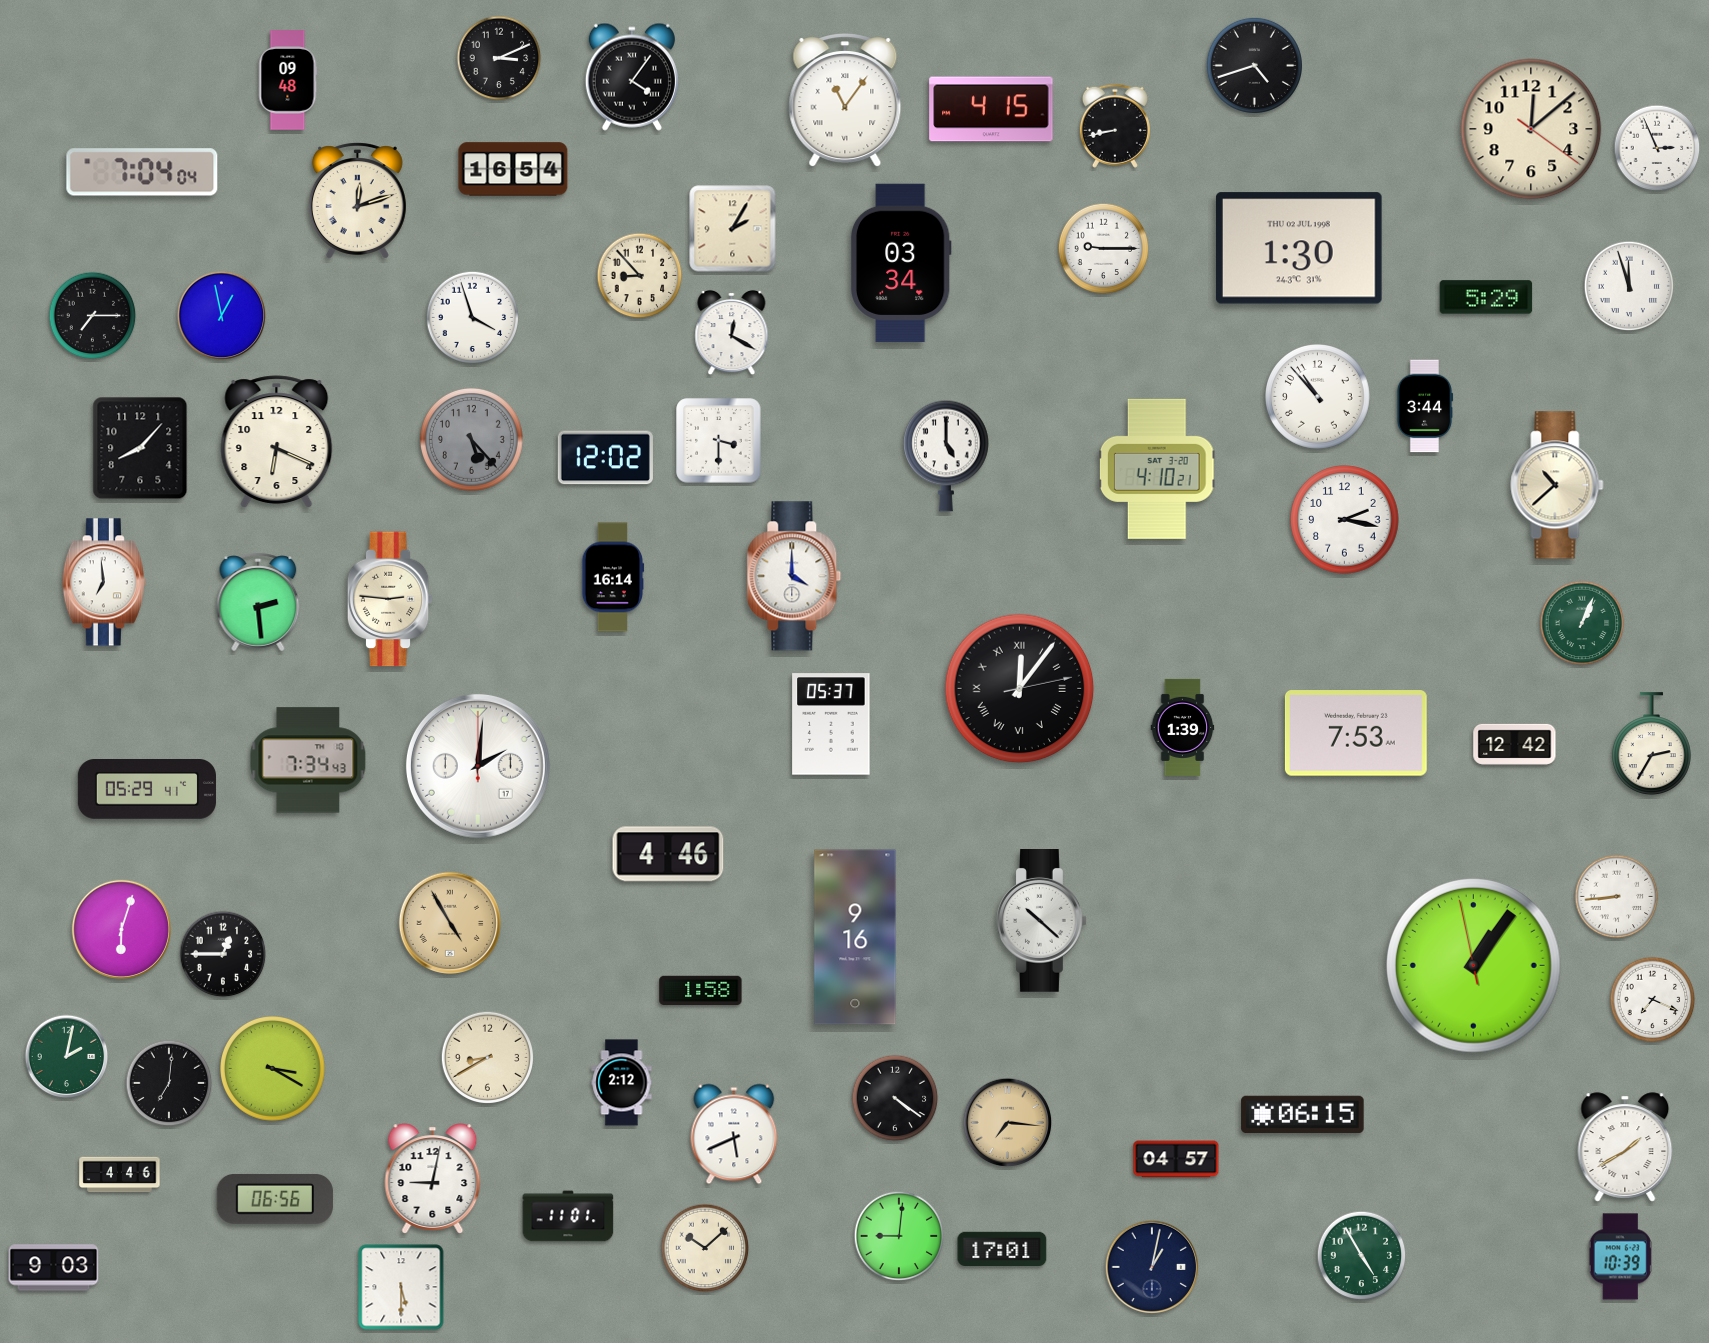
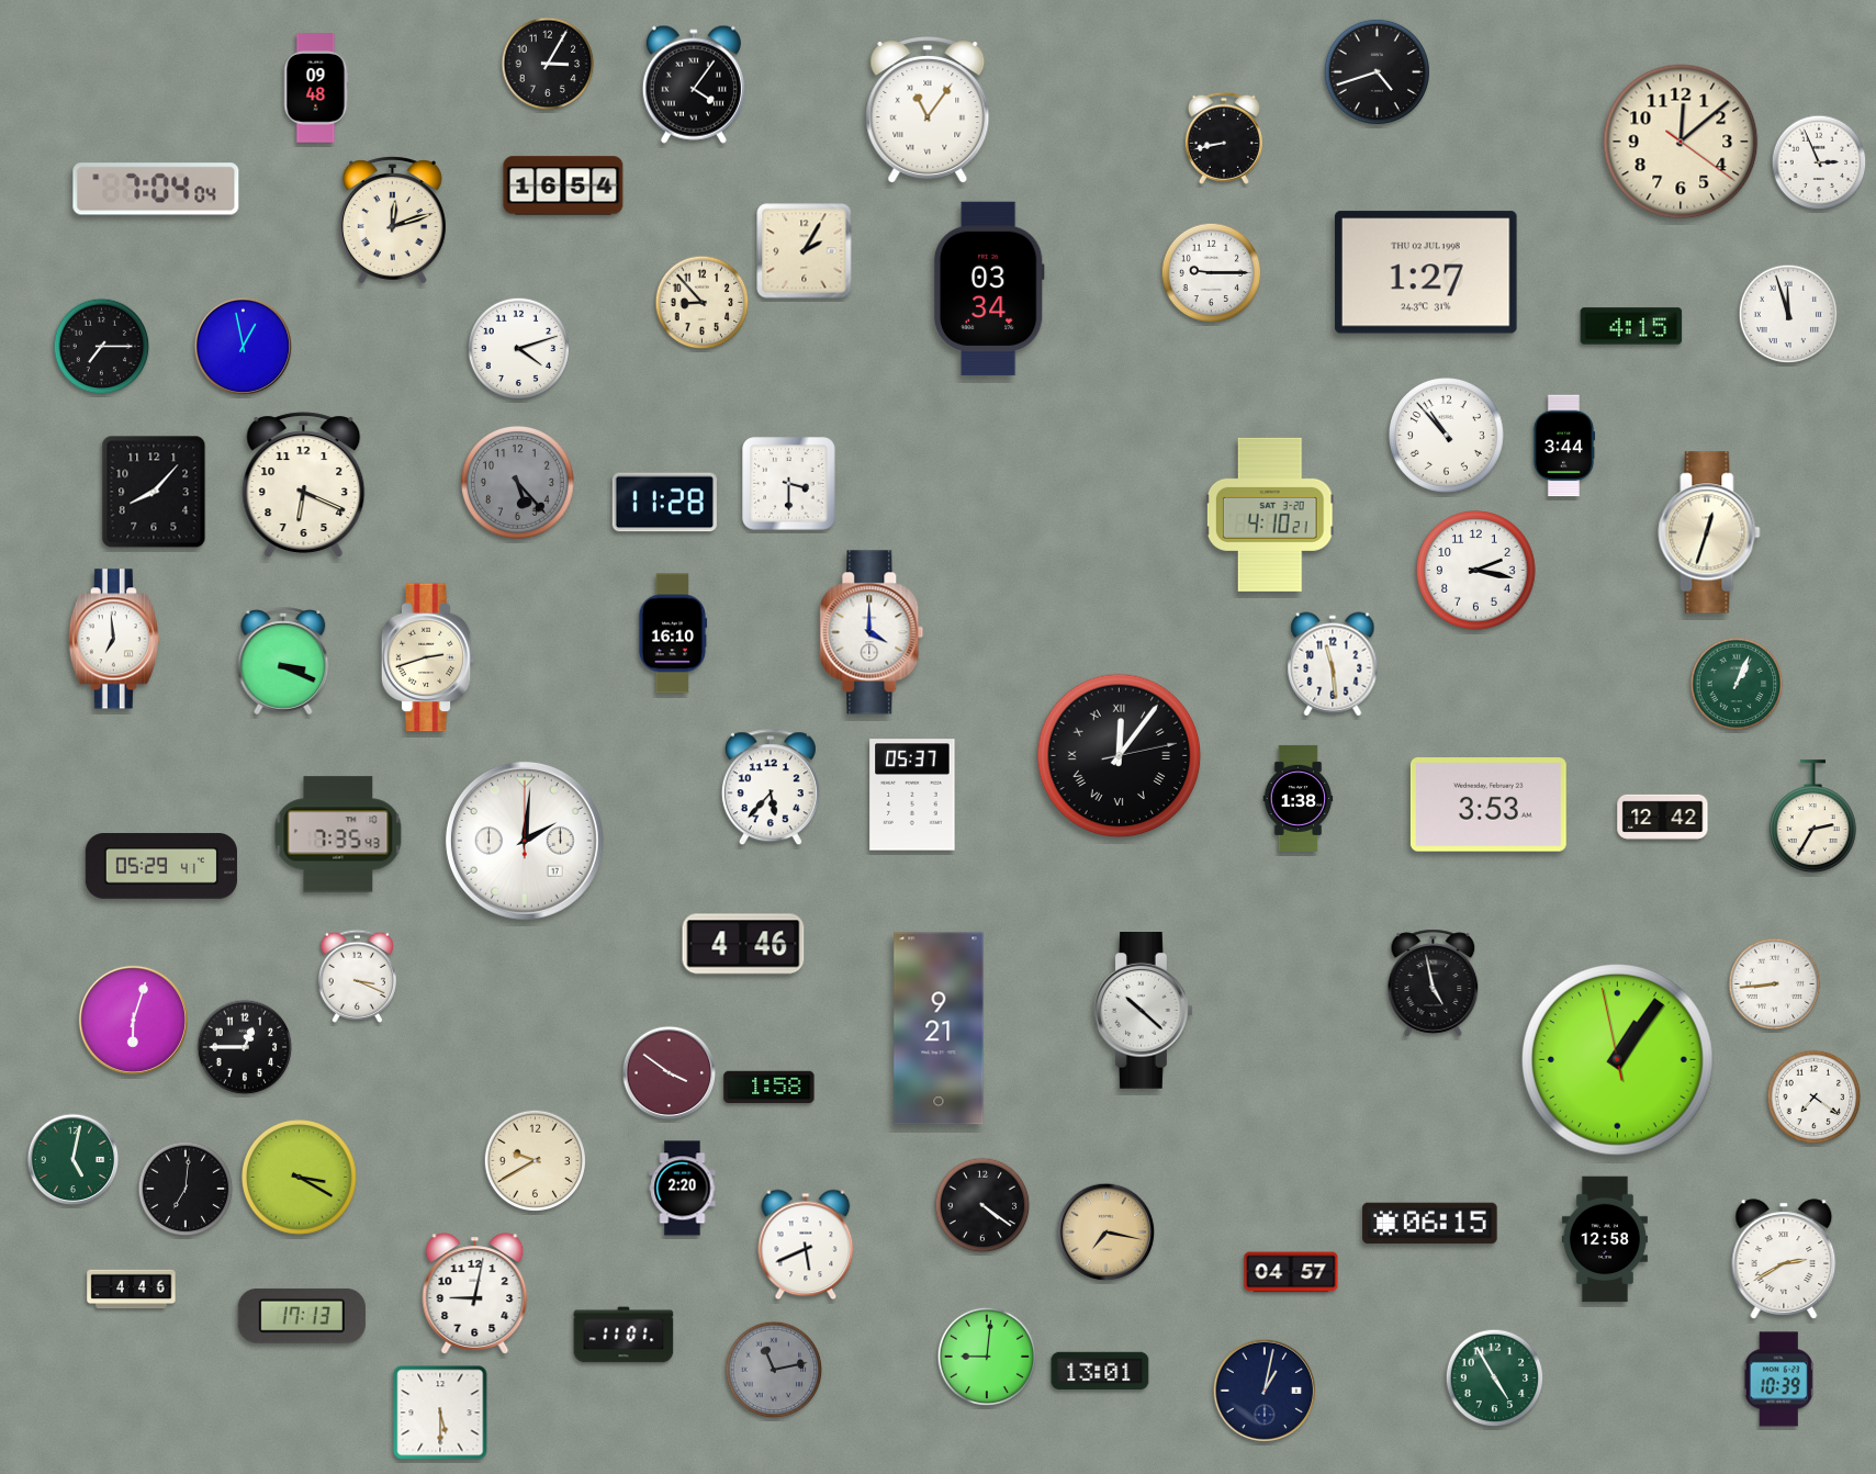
clock at (499, 58): 3:11 -> 3:05
clock at (991, 109): 4:15 -> none
clock at (1299, 248): 1:30 -> 1:27
clock at (1486, 297): 5:29 -> 4:15
clock at (472, 317): 3:57 -> 4:12
clock at (732, 333): 12:20 -> none
clock at (946, 456): 5:00 -> none
clock at (605, 458): 12:02 -> 11:28
clock at (1557, 485): 10:38 -> 12:33
clock at (613, 577): 16:14 -> 16:10
clock at (390, 599): 2:46 -> 2:42
clock at (258, 602): 2:29 -> 3:19
clock at (1333, 664): none -> 11:29
clock at (771, 788): none -> 5:37
clock at (1183, 727): 1:39 -> 1:38
clock at (1356, 733): 7:53 -> 3:53
clock at (308, 760): 7:34 -> 7:35
clock at (668, 854) position: (668, 854) -> (743, 944)
clock at (357, 976): none -> 3:19
clock at (1434, 983): none -> 4:58
clock at (450, 923): 4:55 -> none
clock at (855, 937): 9:16 -> 9:21
clock at (670, 1073): none -> 3:51
clock at (1653, 1000): 7:19 -> 7:21
clock at (67, 1057): 2:02 -> 5:02
clock at (487, 1057): 8:40 -> 9:40
clock at (273, 1069) position: (273, 1069) -> (300, 1178)
clock at (622, 1083): 2:12 -> 2:20
clock at (1008, 1123): 7:16 -> 7:17
clock at (1605, 1239): none -> 12:58
clock at (1625, 1147): 1:40 -> 2:40
clock at (275, 1199): 06:56 -> 17:13
clock at (705, 1248): 10:08 -> 11:13
clock at (705, 1248) dial: cream -> grey
clock at (1002, 1248): 17:01 -> 13:01
clock at (54, 1268): 9:03 -> none
